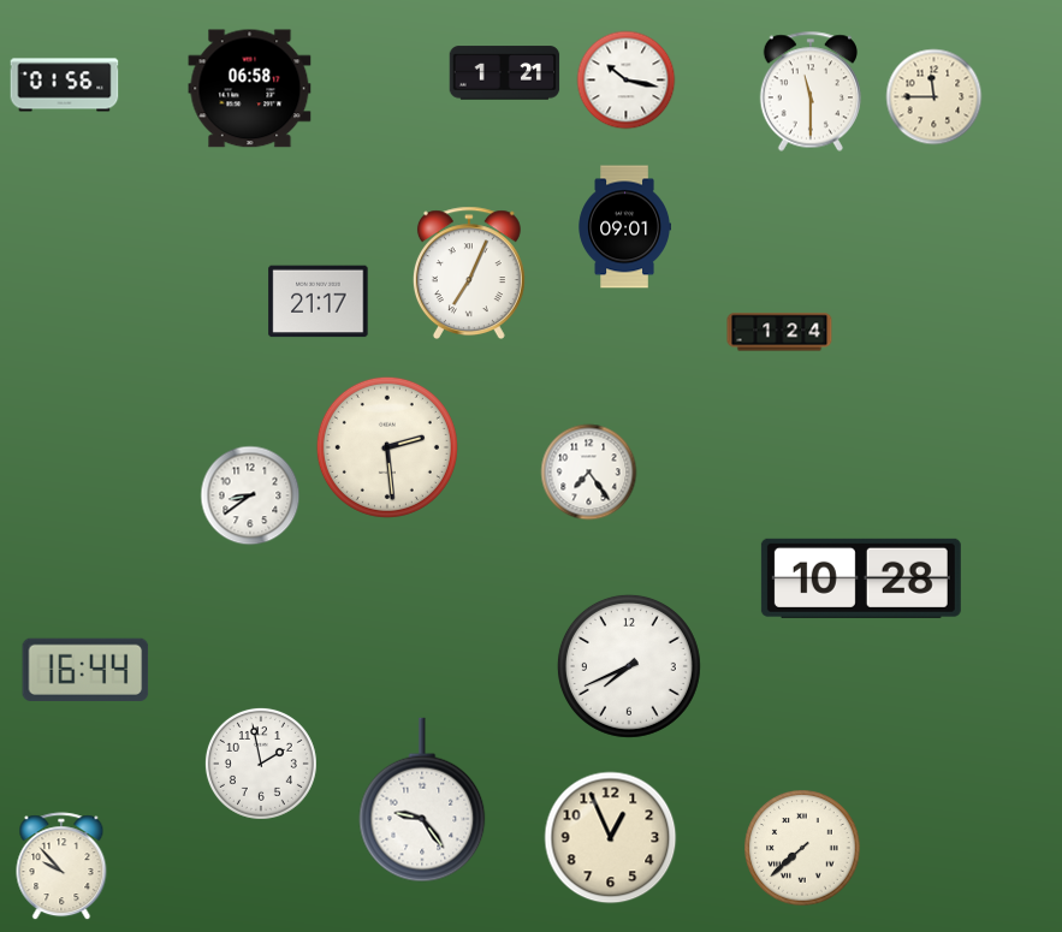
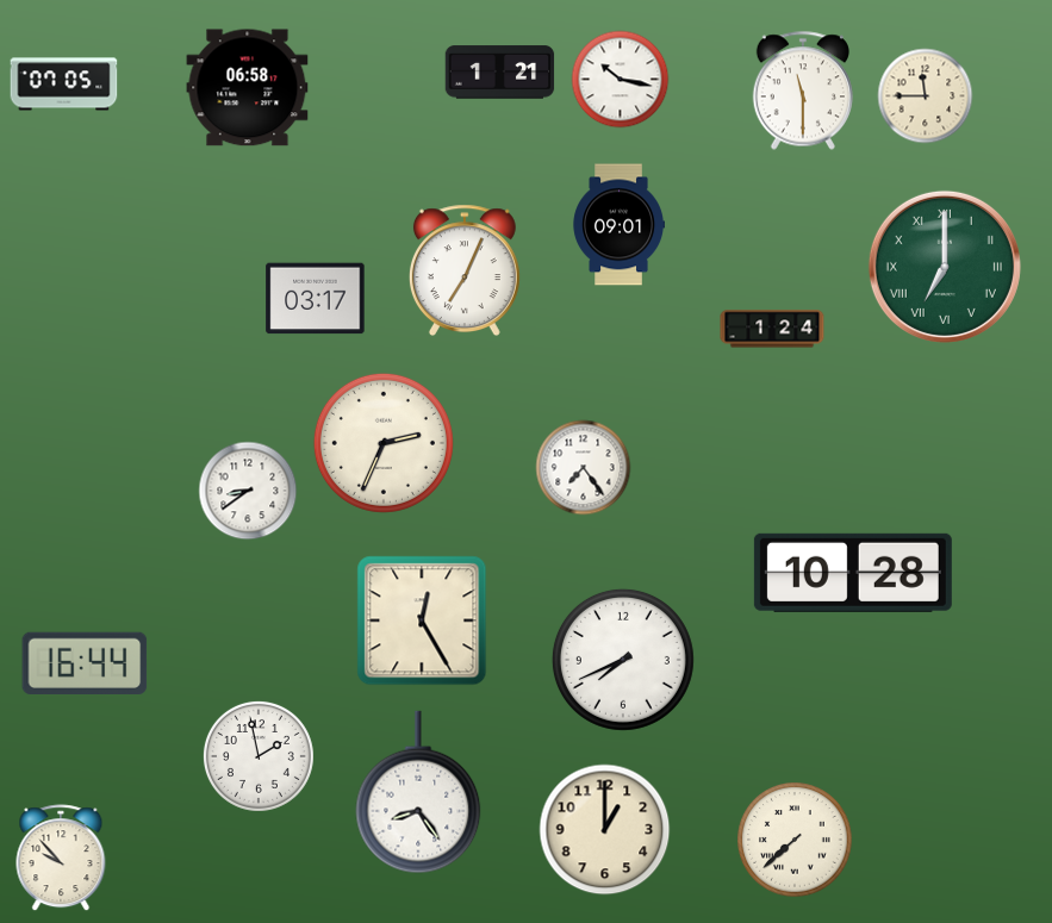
clock at (65, 85): 01:56 -> 07:05
clock at (945, 267): none -> 7:00
clock at (319, 302): 21:17 -> 03:17
clock at (387, 447): 2:29 -> 2:34
clock at (422, 620): none -> 12:25
clock at (422, 800): 9:24 -> 8:24
clock at (611, 838): 12:56 -> 1:00
